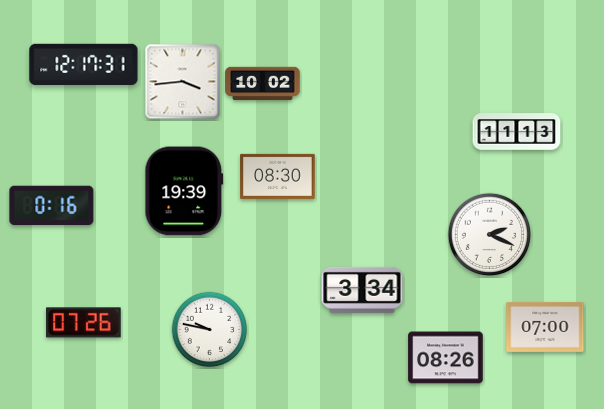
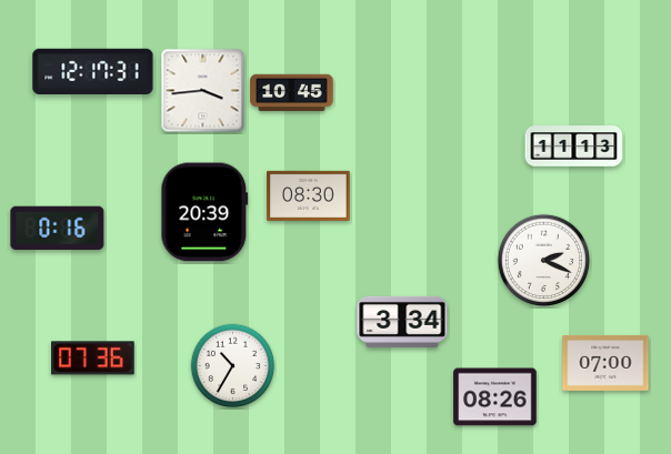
clock at (263, 84): 10:02 -> 10:45
clock at (184, 191): 19:39 -> 20:39
clock at (84, 323): 07:26 -> 07:36
clock at (210, 330): 9:47 -> 10:35
